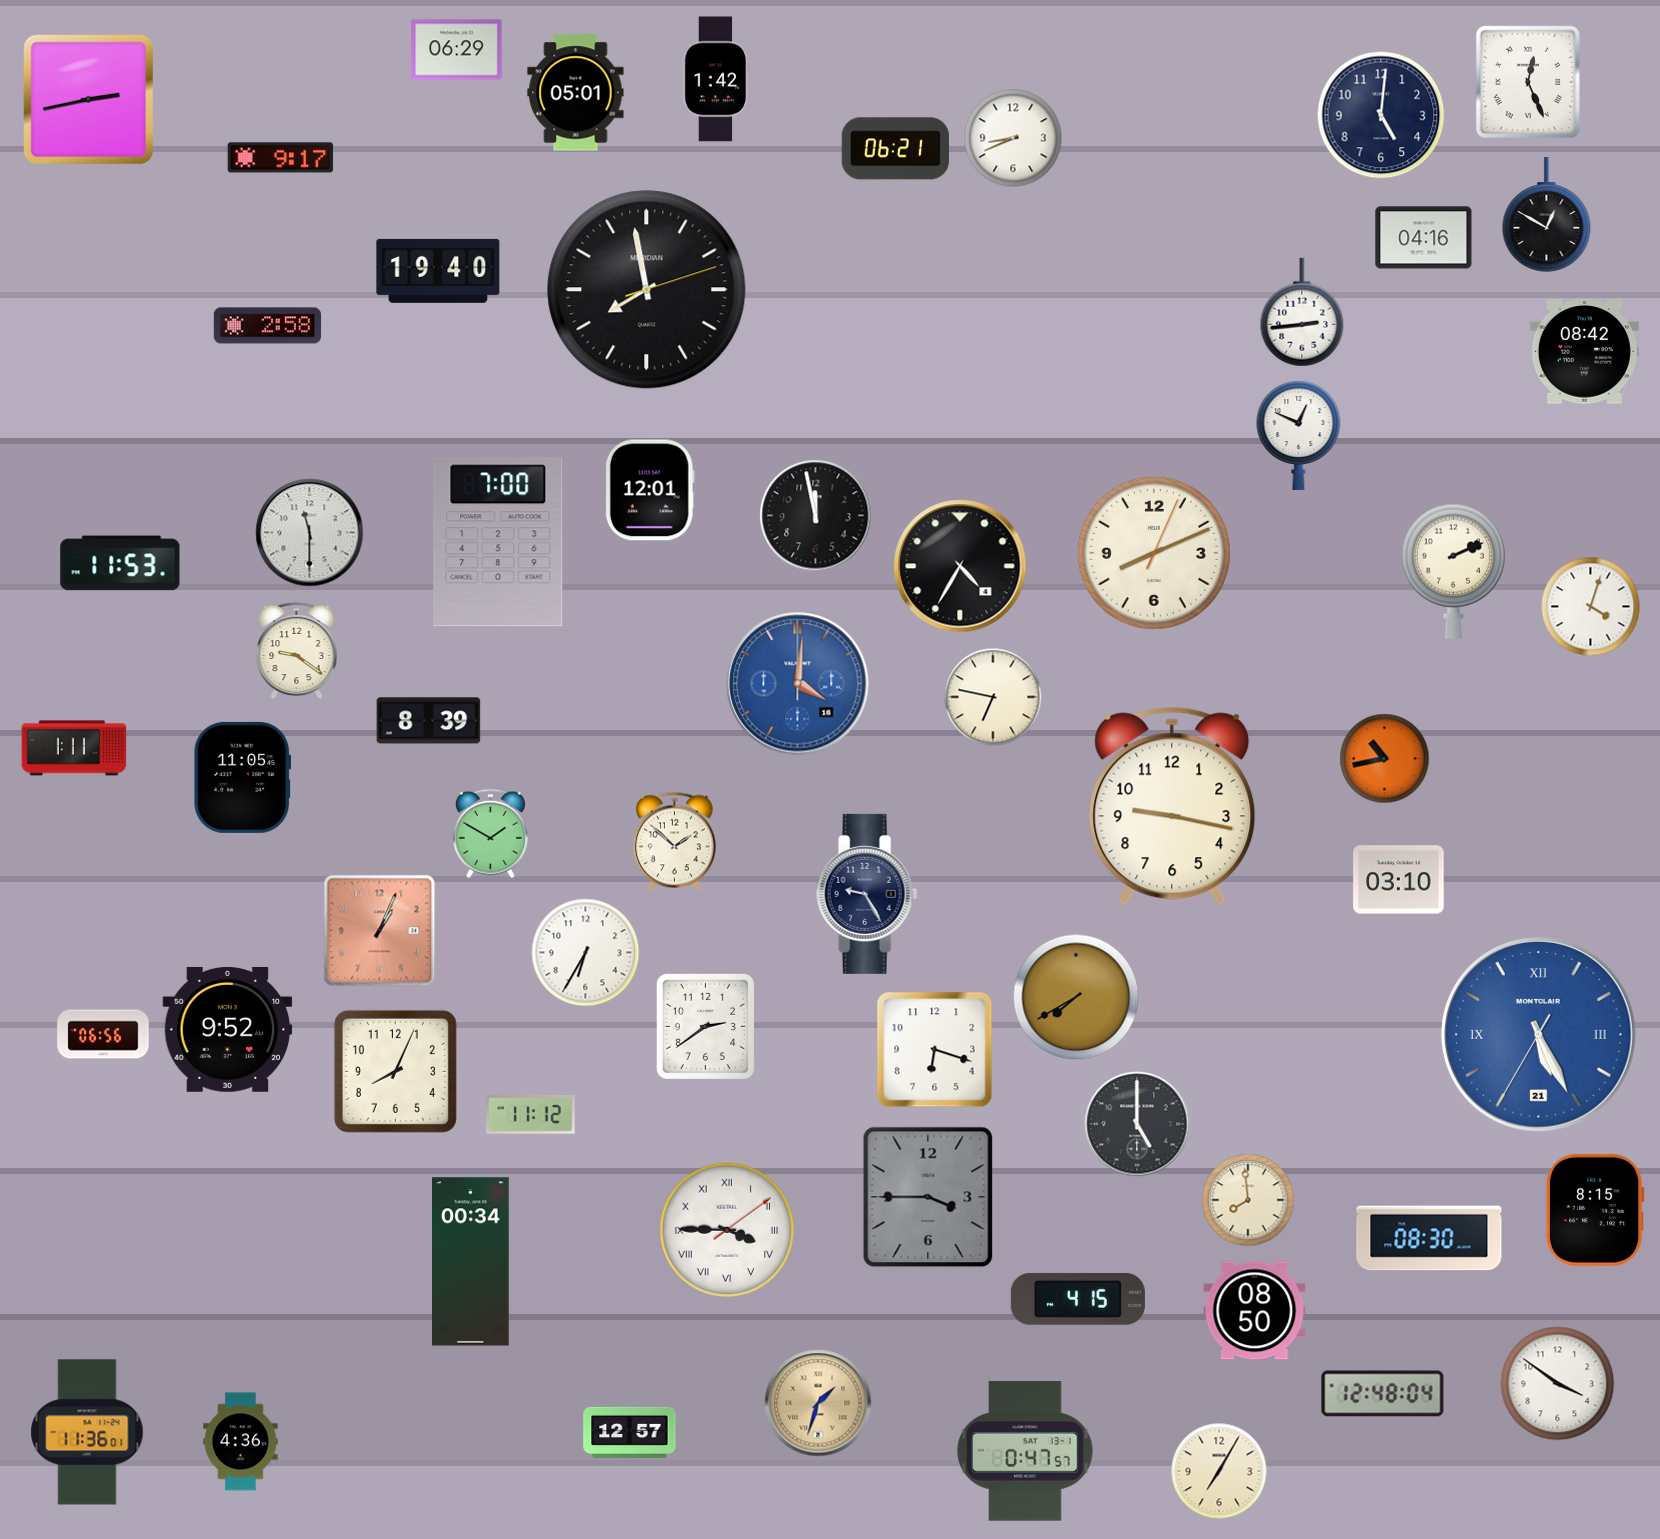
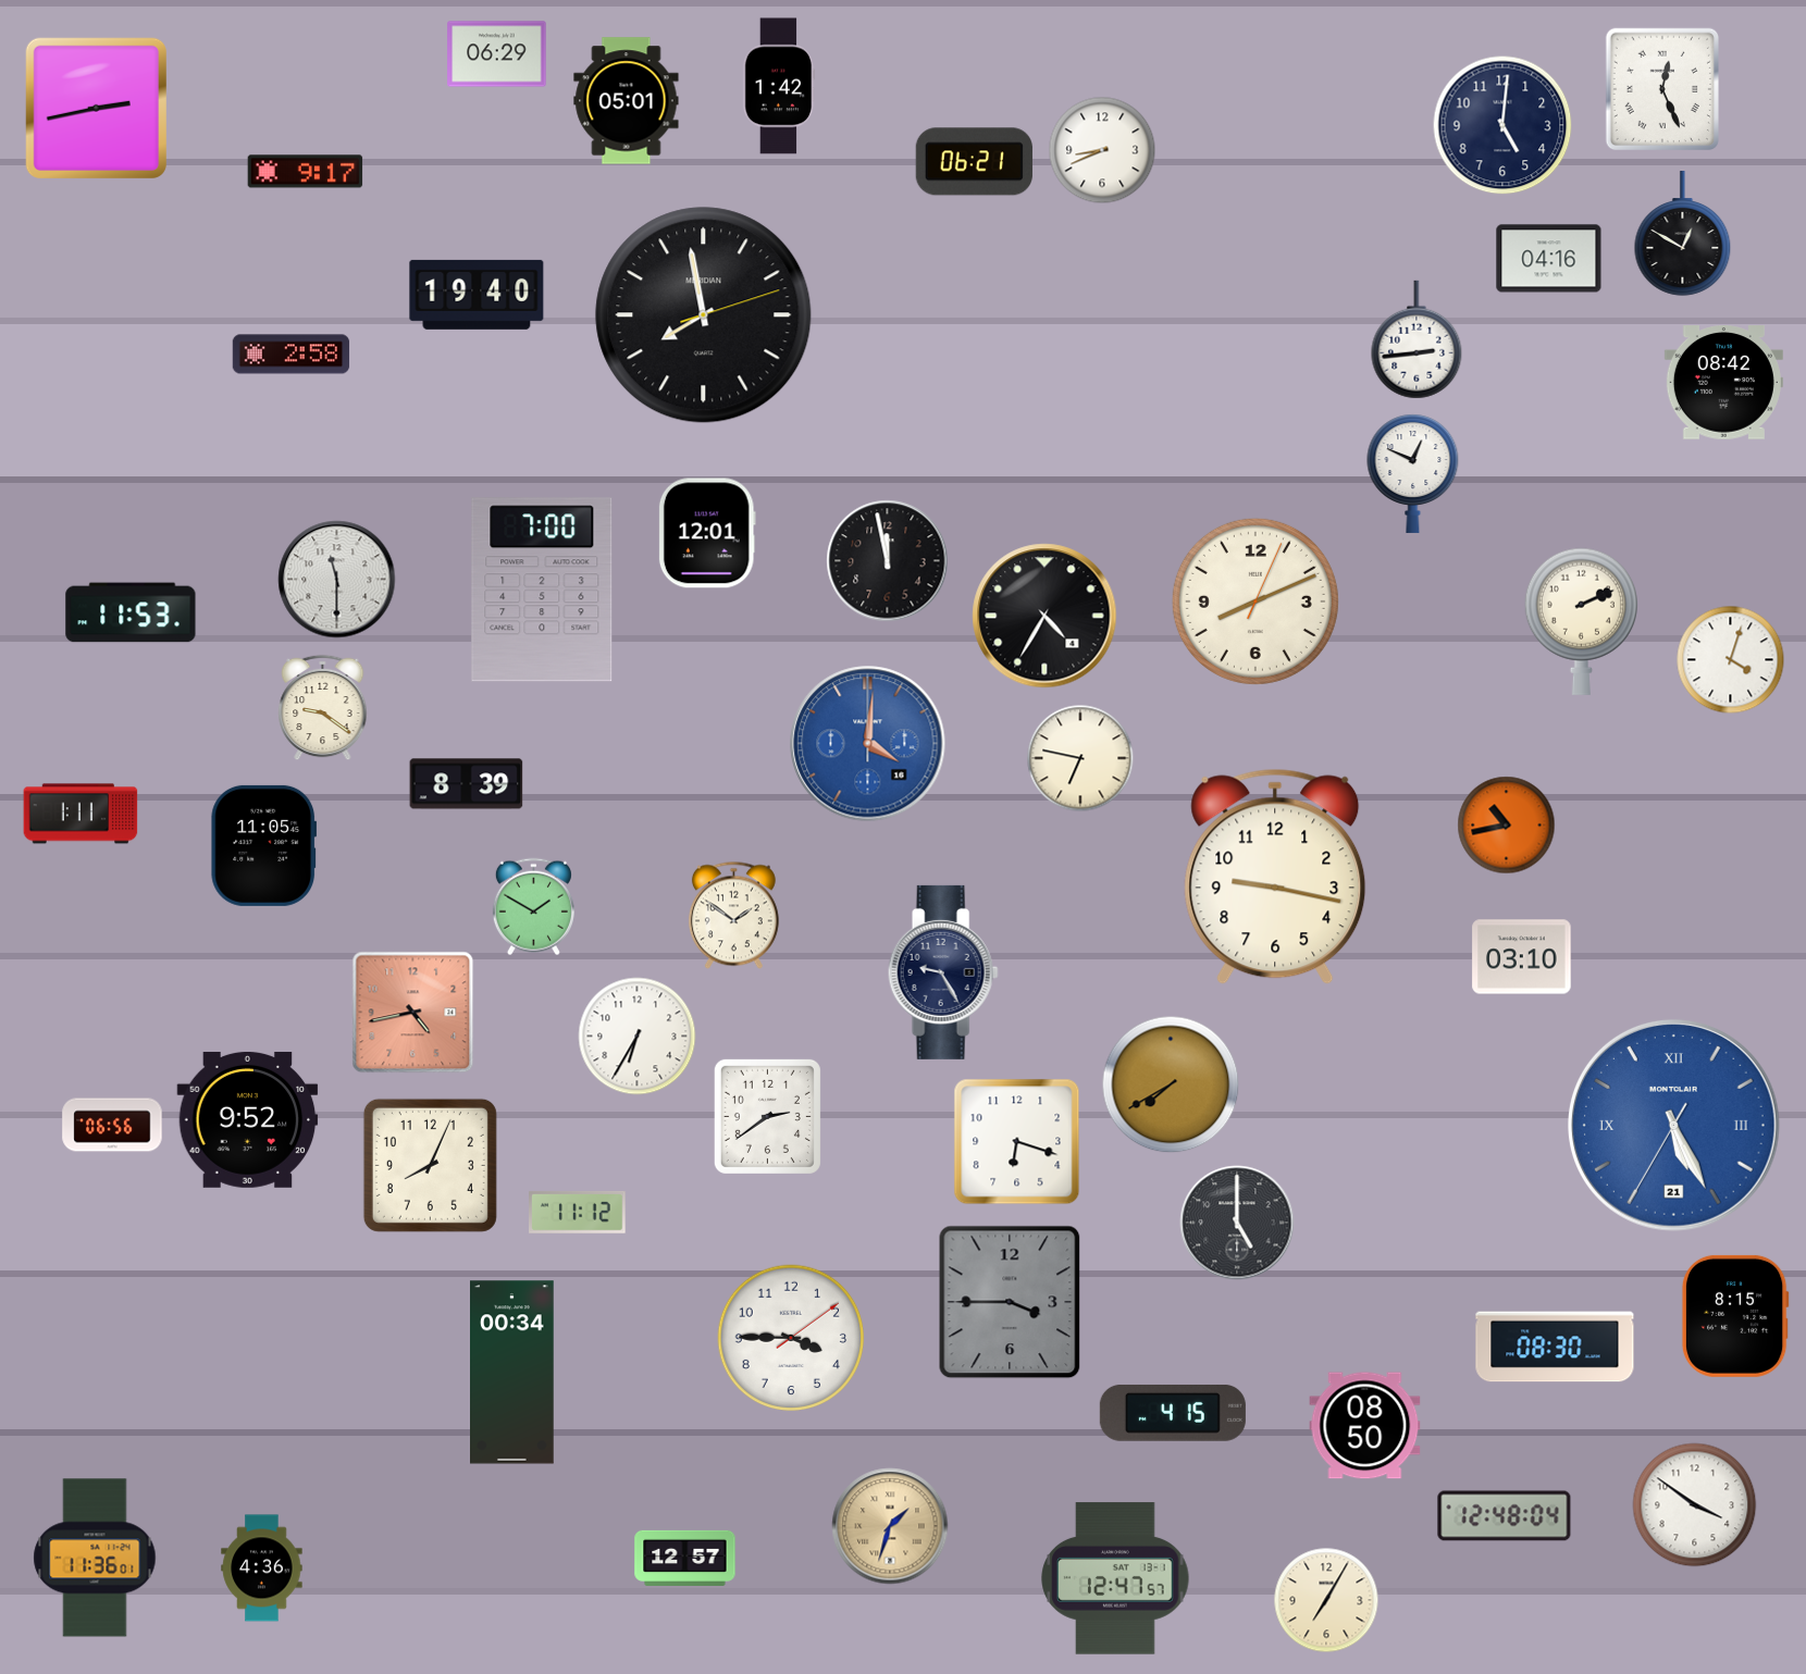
clock at (674, 842): 1:52 -> 1:51
clock at (380, 931): 1:04 -> 4:43
clock at (1248, 1200): 7:59 -> none
clock at (727, 1230) numerals: Roman -> Arabic
clock at (1025, 1451): 0:47 -> 12:47
